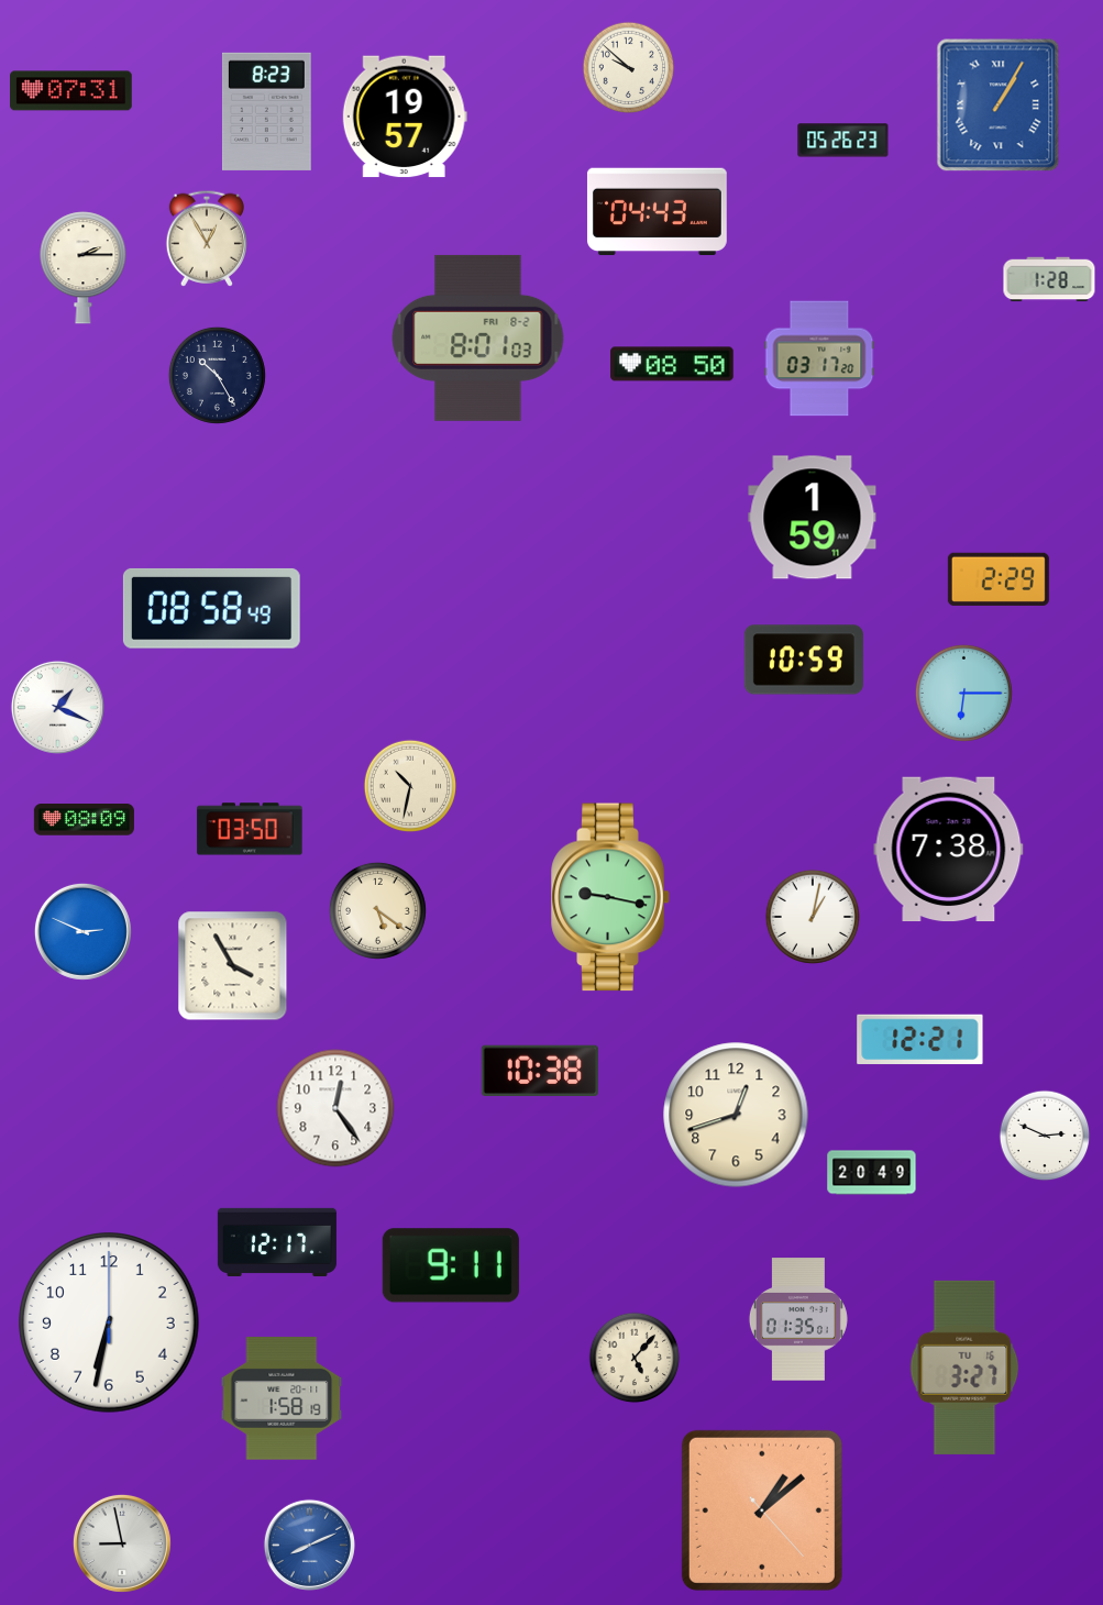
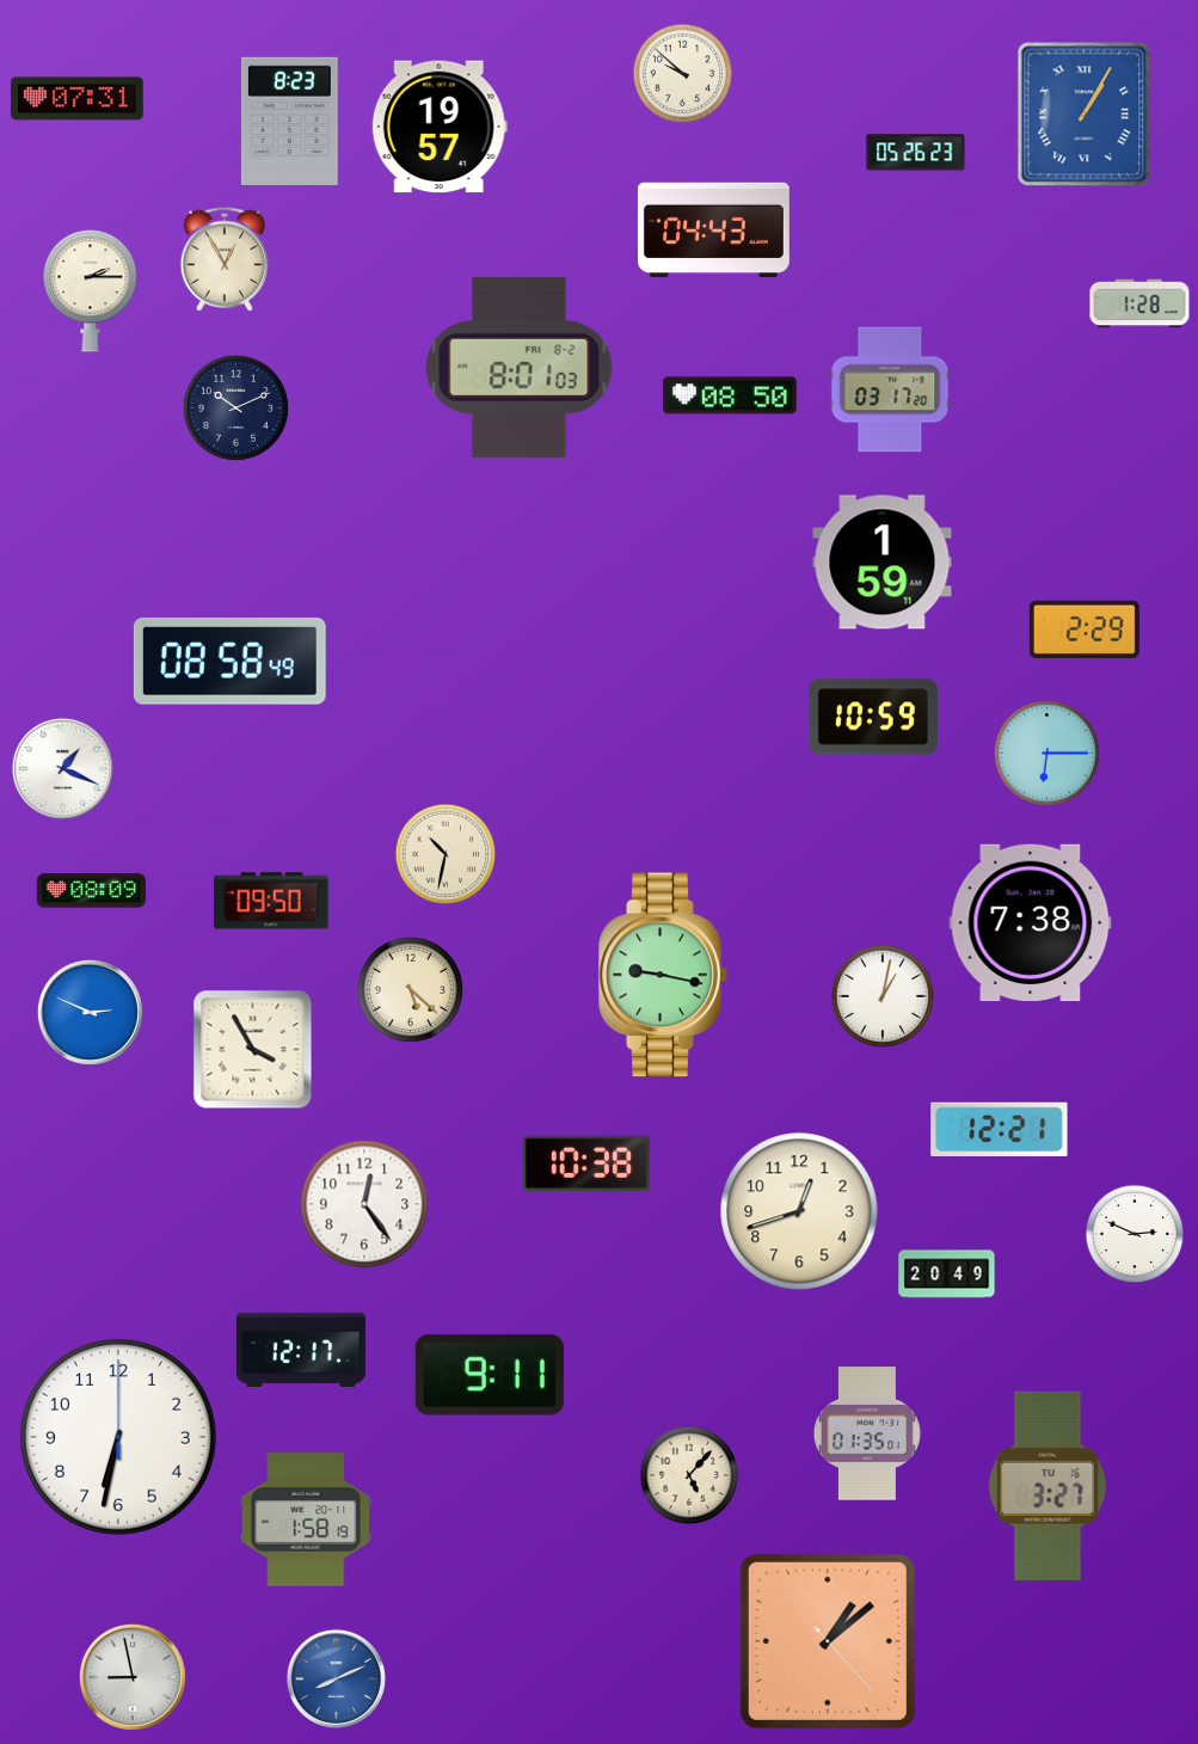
clock at (217, 375): 10:25 -> 10:11
clock at (250, 829): 03:50 -> 09:50
clock at (377, 910): 5:21 -> 5:22
